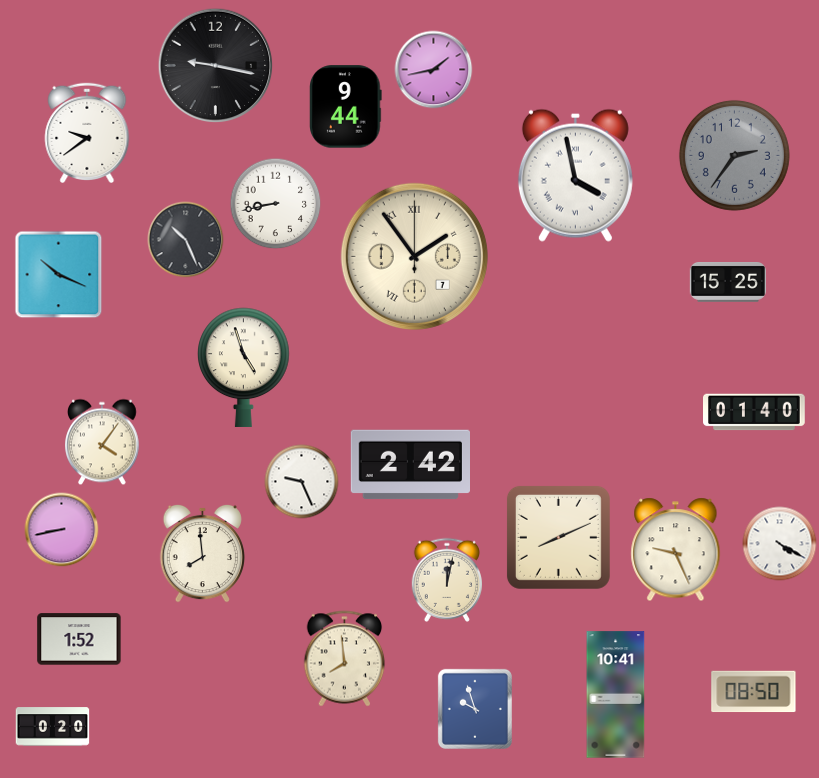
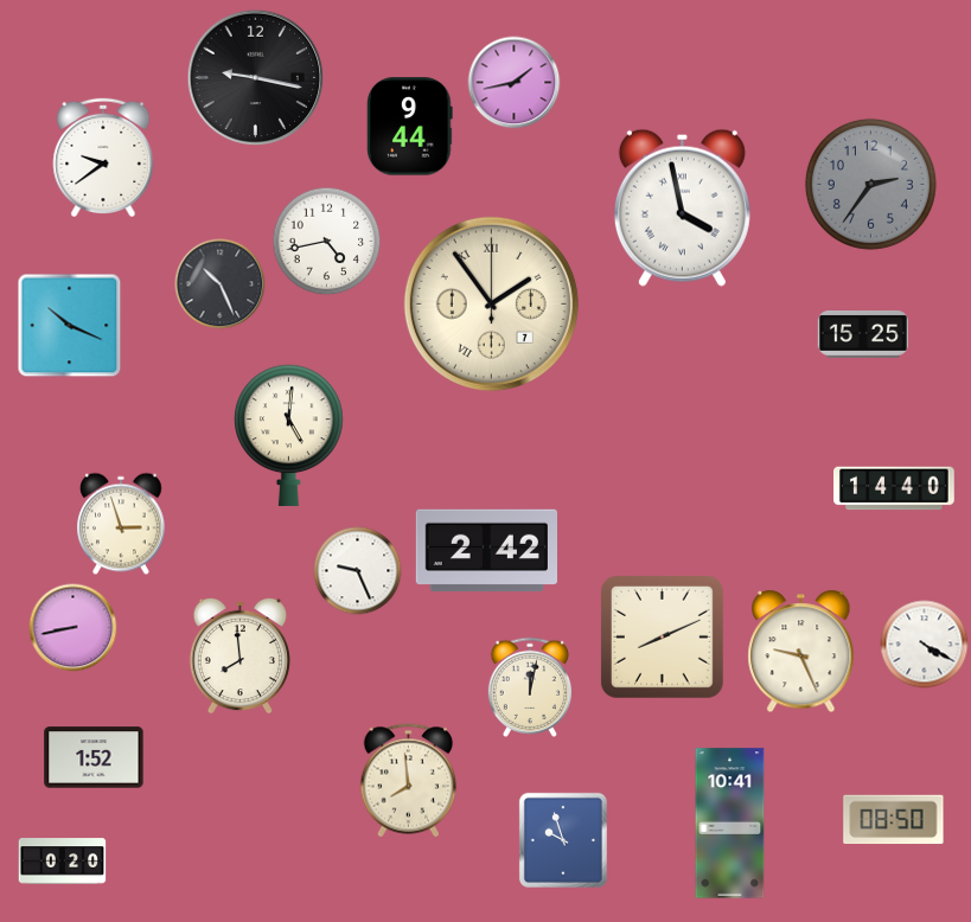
clock at (276, 204): 8:43 -> 4:43
clock at (244, 367): 4:57 -> 5:01
clock at (755, 412): 01:40 -> 14:40
clock at (103, 442): 4:06 -> 2:57
